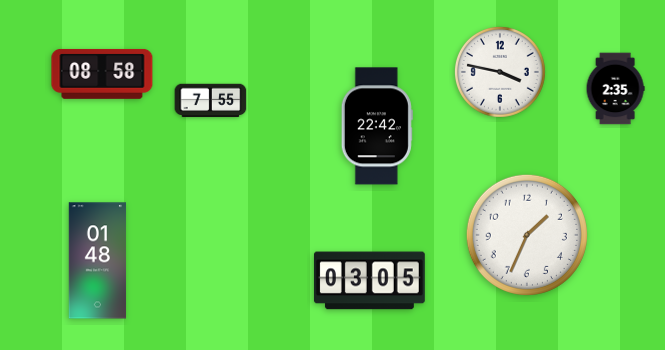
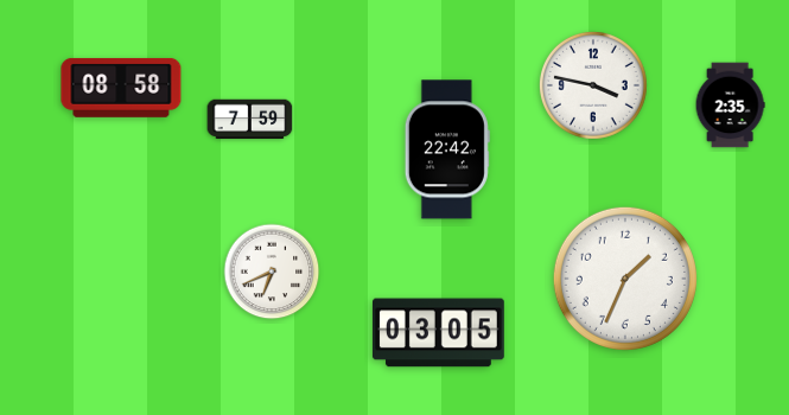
clock at (211, 101): 7:55 -> 7:59
clock at (272, 272): none -> 6:41
clock at (98, 261): 01:48 -> none
